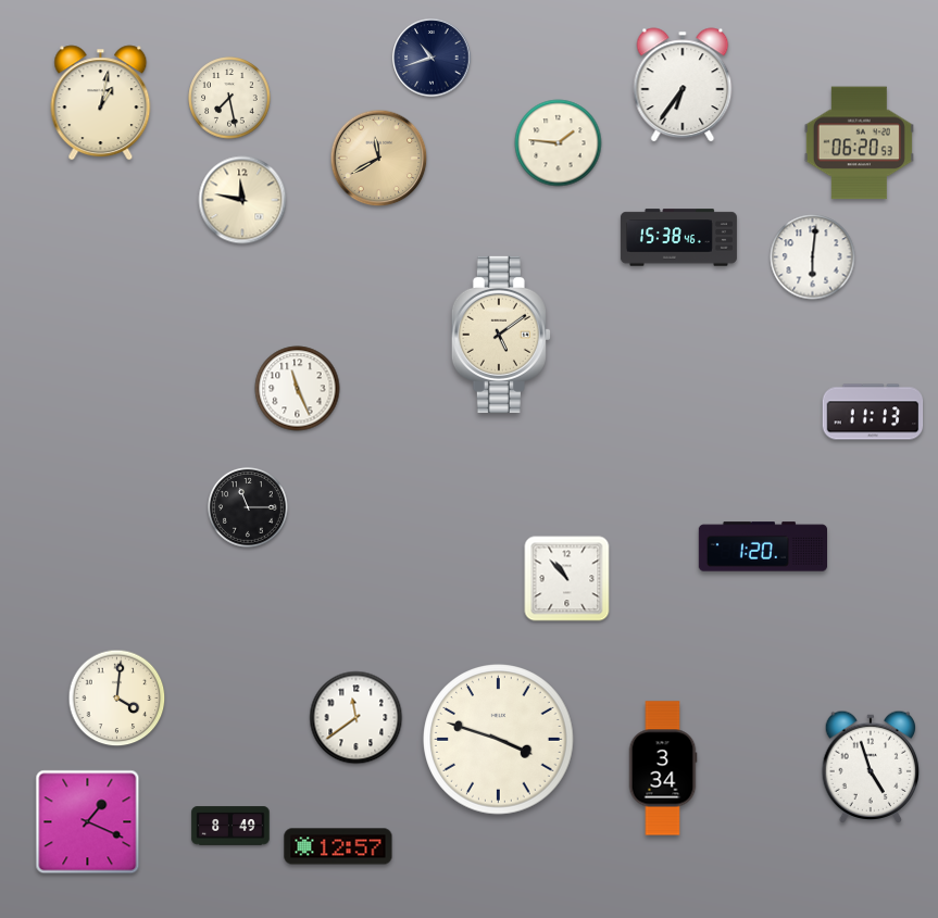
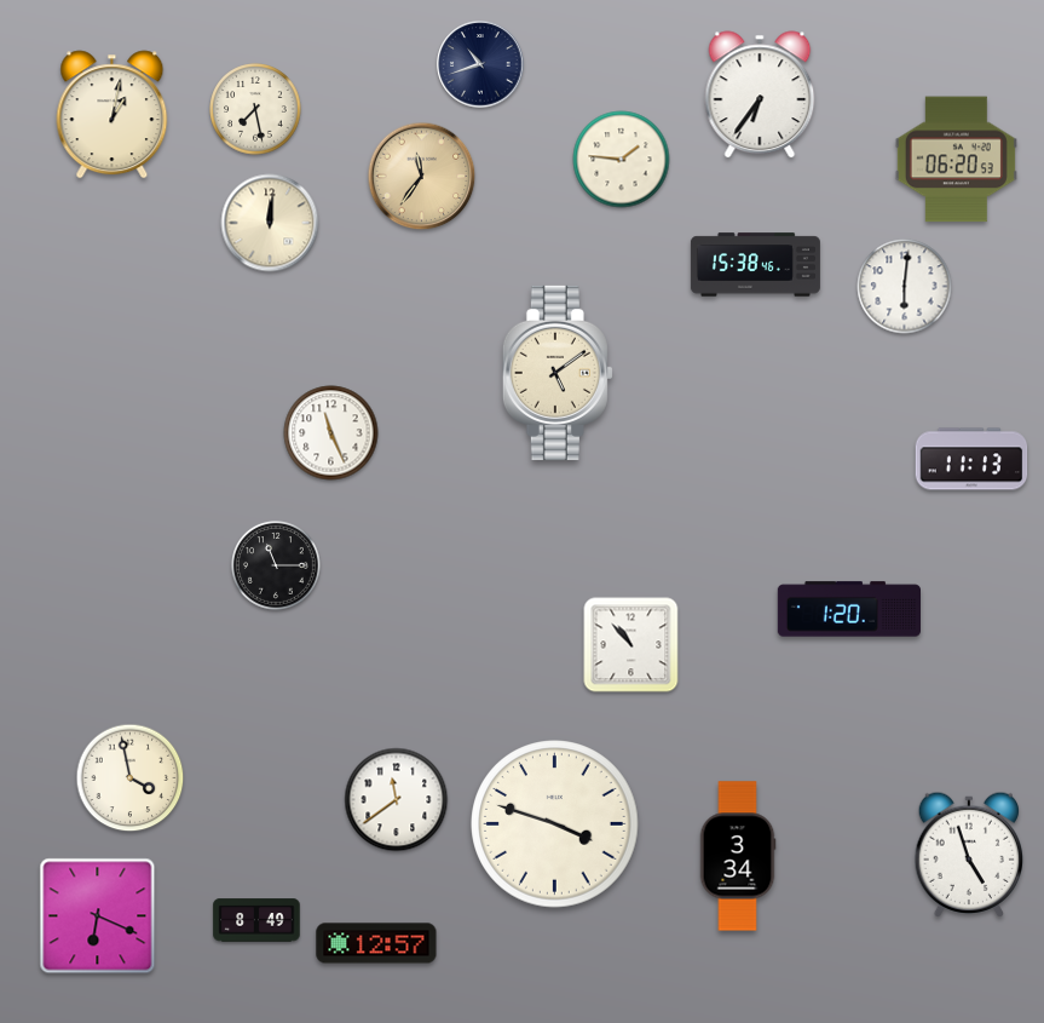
clock at (379, 159): 11:40 -> 11:36
clock at (242, 200): 11:47 -> 12:01
clock at (117, 699): 4:01 -> 3:58
clock at (88, 822): 1:19 -> 6:19
